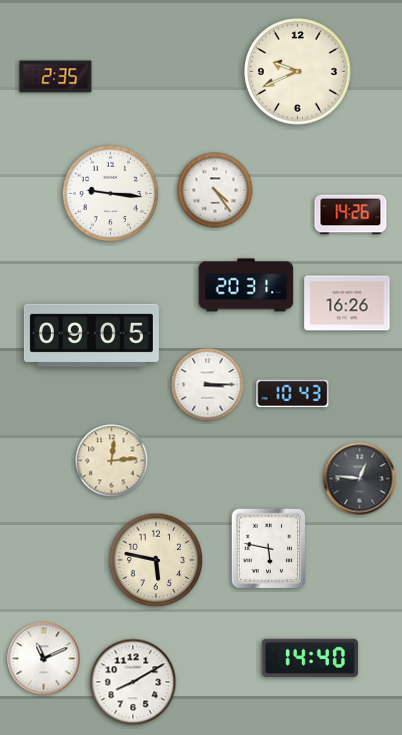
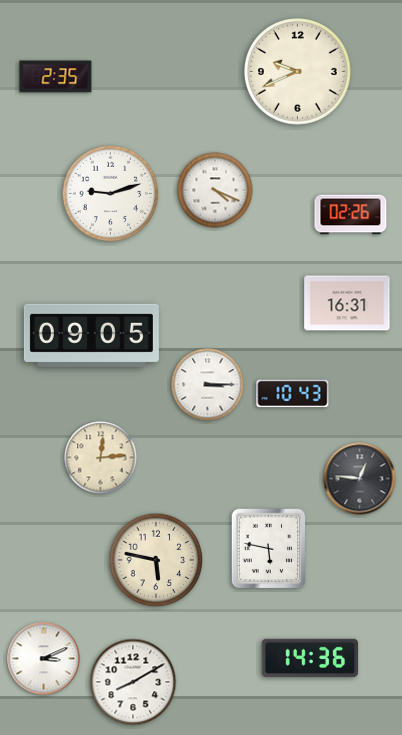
clock at (215, 190): 4:24 -> 4:19
clock at (111, 194): 9:16 -> 9:12
clock at (351, 215): 14:26 -> 02:26
clock at (246, 285): 20:31 -> none
clock at (347, 303): 16:26 -> 16:31
clock at (112, 461) position: (112, 461) -> (101, 458)
clock at (310, 657): 14:40 -> 14:36
clock at (44, 659): 11:11 -> 3:11
